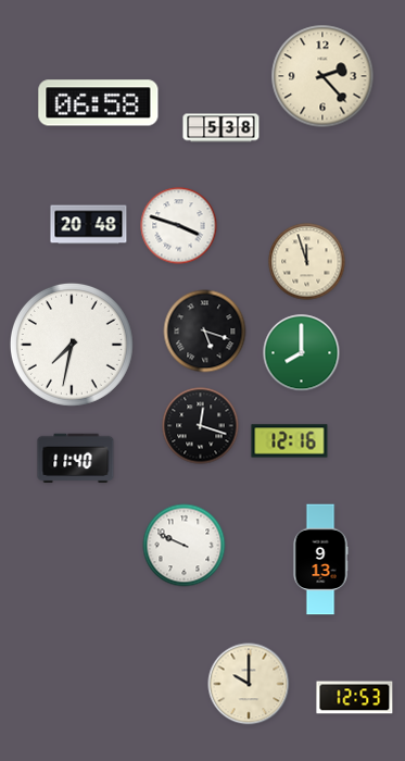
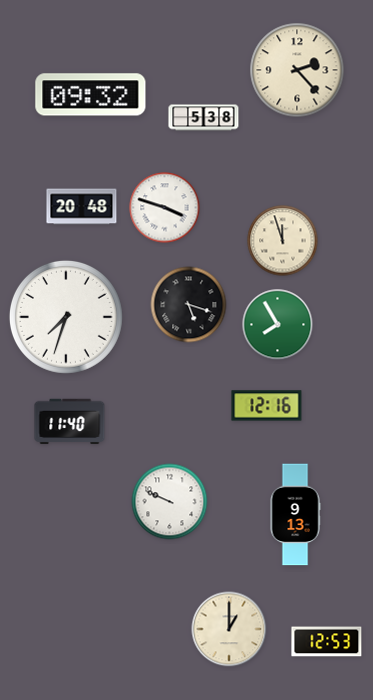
clock at (99, 103): 06:58 -> 09:32
clock at (72, 345): 7:32 -> 7:33
clock at (302, 353): 8:00 -> 7:55
clock at (201, 426): 12:18 -> none
clock at (249, 684): 10:00 -> 1:00
